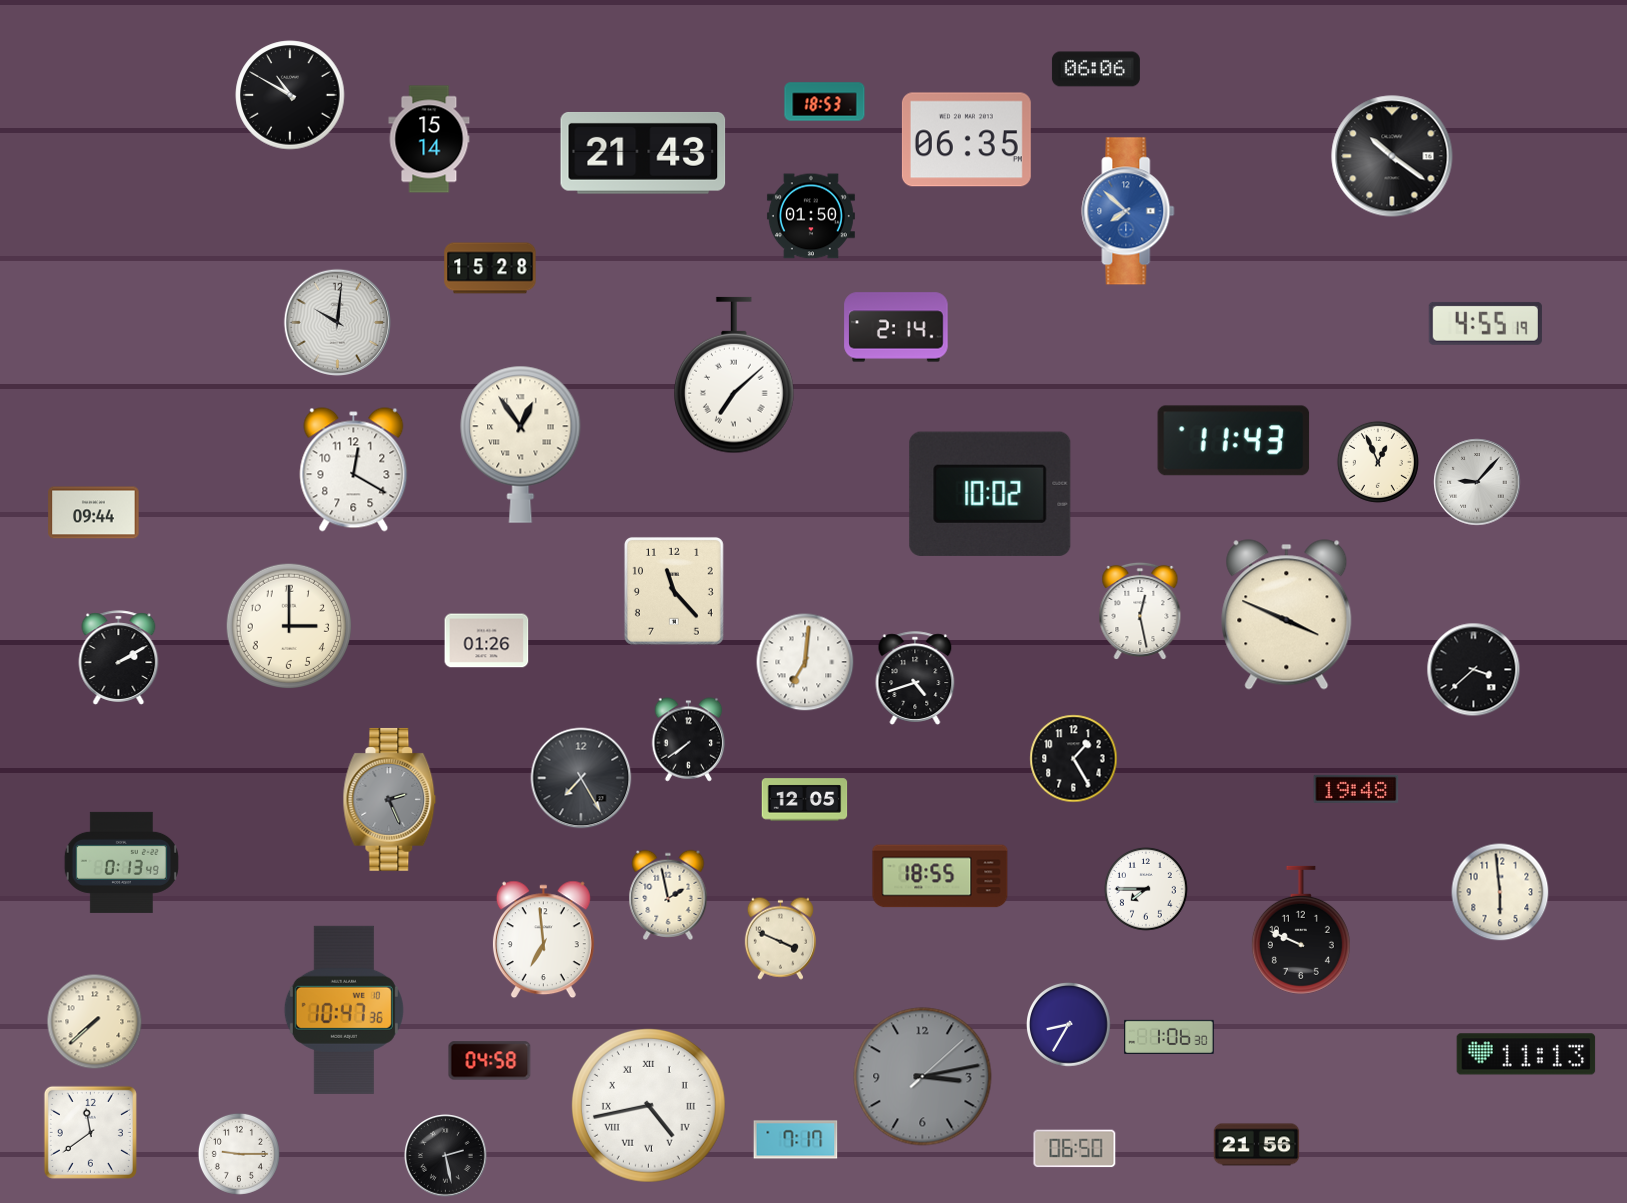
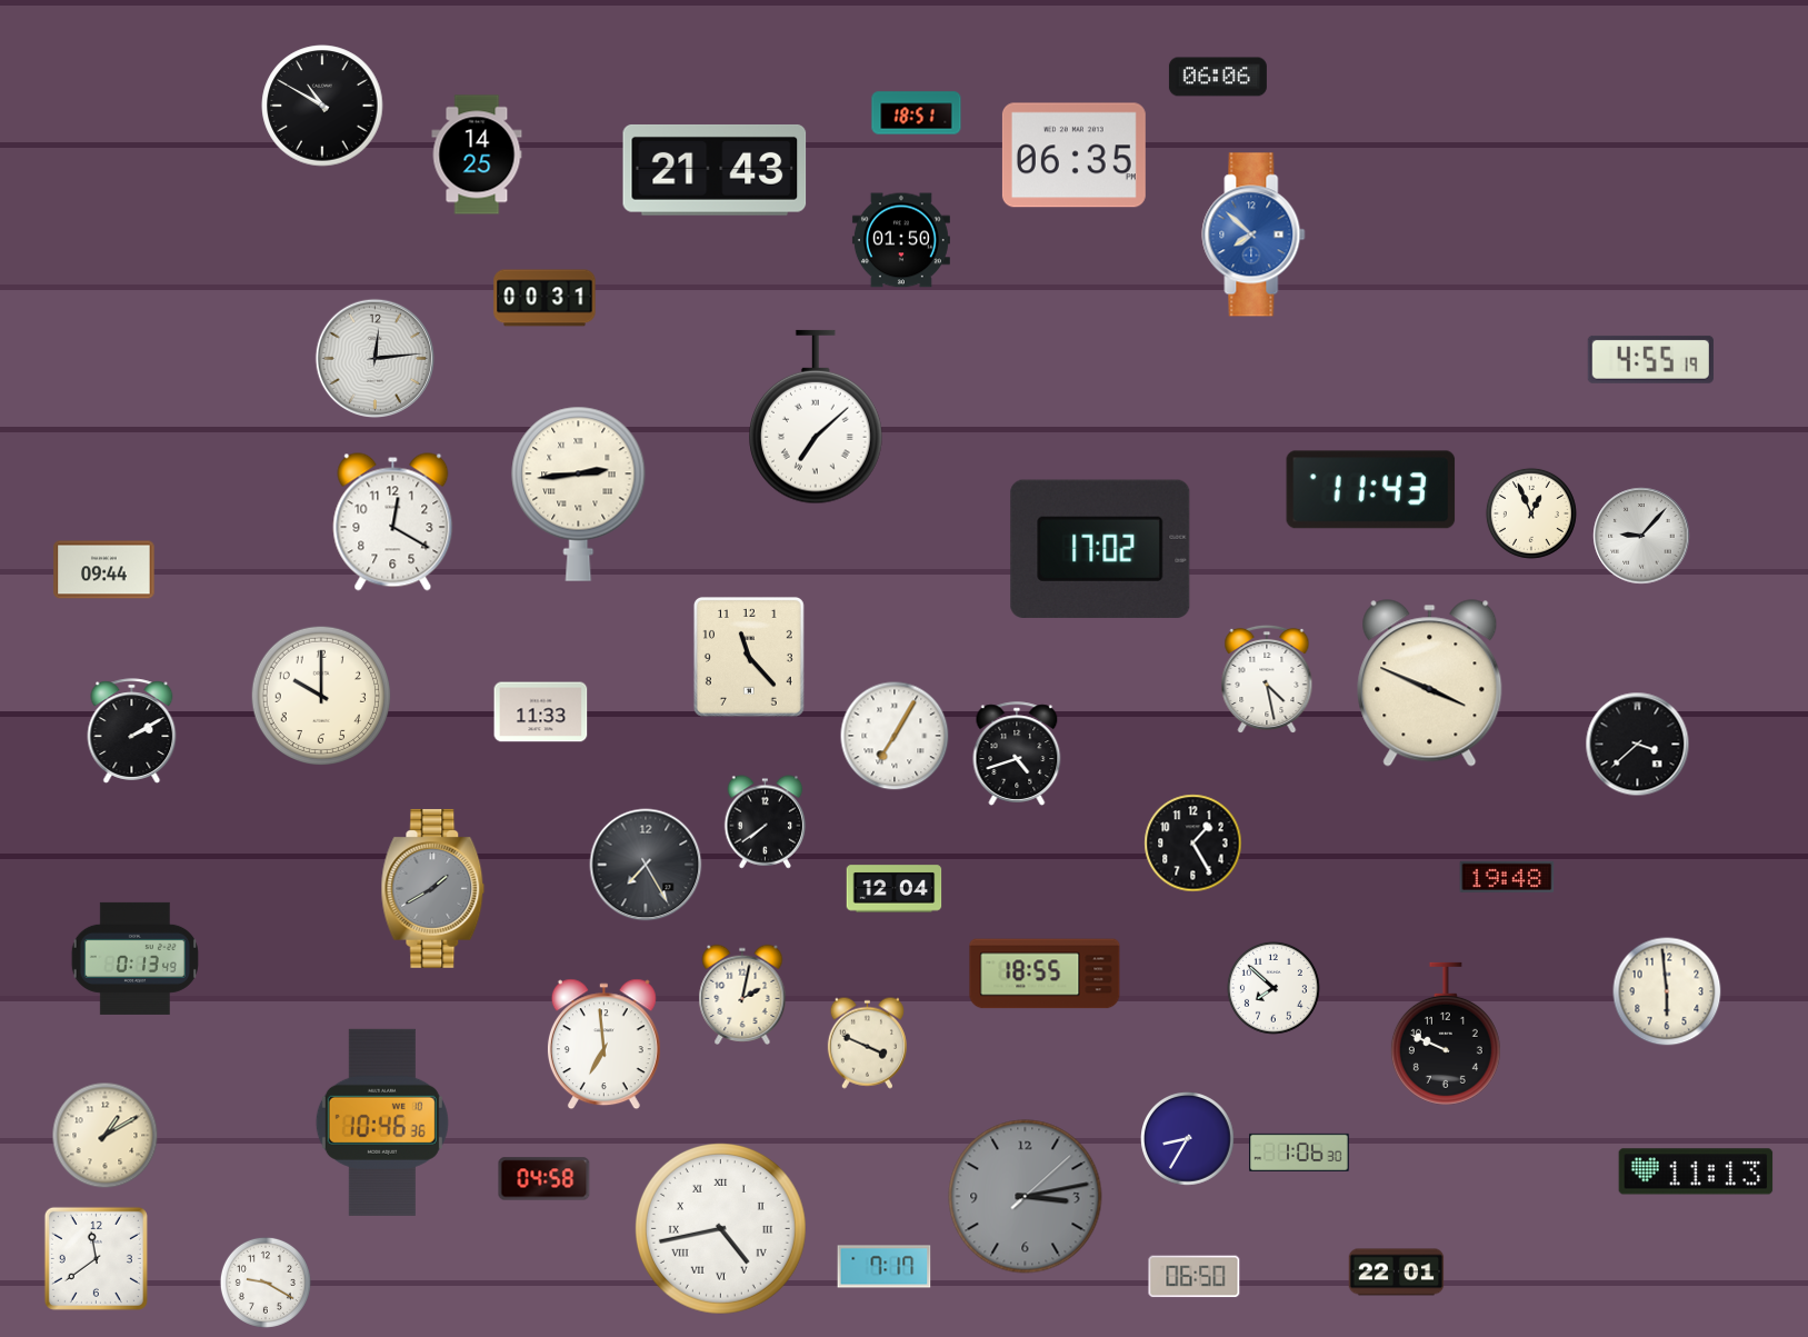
clock at (825, 102): 18:53 -> 18:51
clock at (429, 139): 15:14 -> 14:25
clock at (1392, 156): 10:21 -> none
clock at (490, 268): 15:28 -> 00:31
clock at (337, 322): 10:01 -> 12:14
clock at (896, 327): 2:14 -> none
clock at (521, 444): 12:54 -> 2:44
clock at (990, 494): 10:02 -> 17:02
clock at (1140, 610): 12:28 -> 4:28
clock at (288, 625): 3:00 -> 10:00
clock at (487, 641): 01:26 -> 11:33
clock at (805, 662): 7:01 -> 7:05
clock at (390, 799): 2:26 -> 1:40
clock at (805, 800): 12:05 -> 12:04
clock at (1146, 889): 7:45 -> 7:52
clock at (668, 894): 1:58 -> 2:02
clock at (344, 1010): 10:47 -> 10:46
clock at (95, 1022): 7:38 -> 1:10
clock at (90, 1132) position: (90, 1132) -> (96, 1258)
clock at (1257, 1145): 21:56 -> 22:01
clock at (239, 1154): 9:15 -> 9:20
clock at (446, 1156): 2:28 -> none
